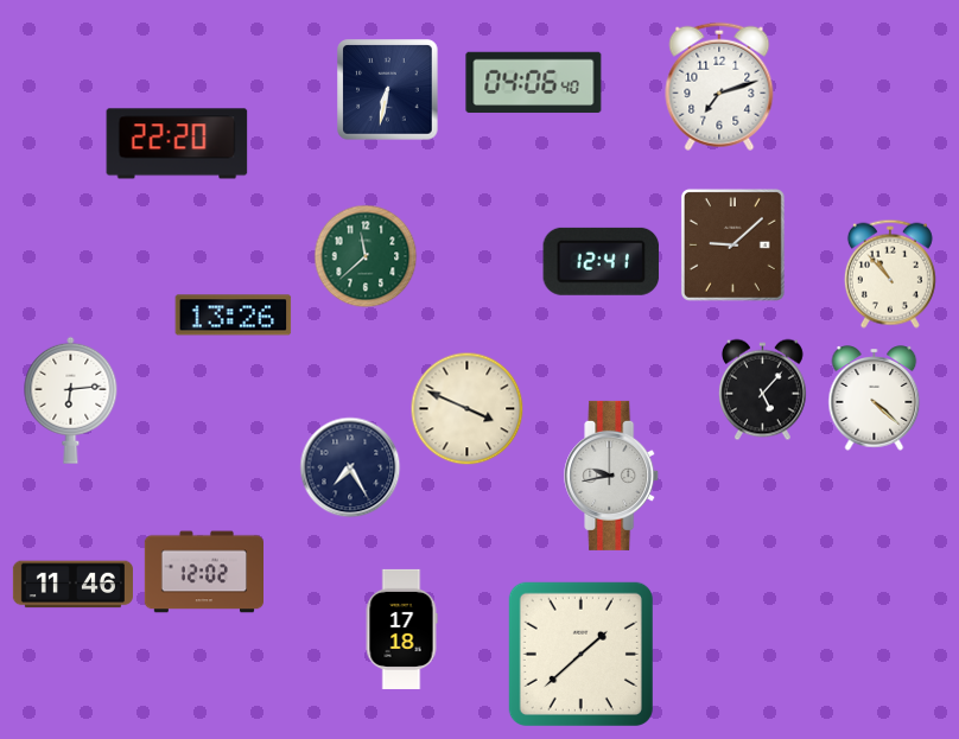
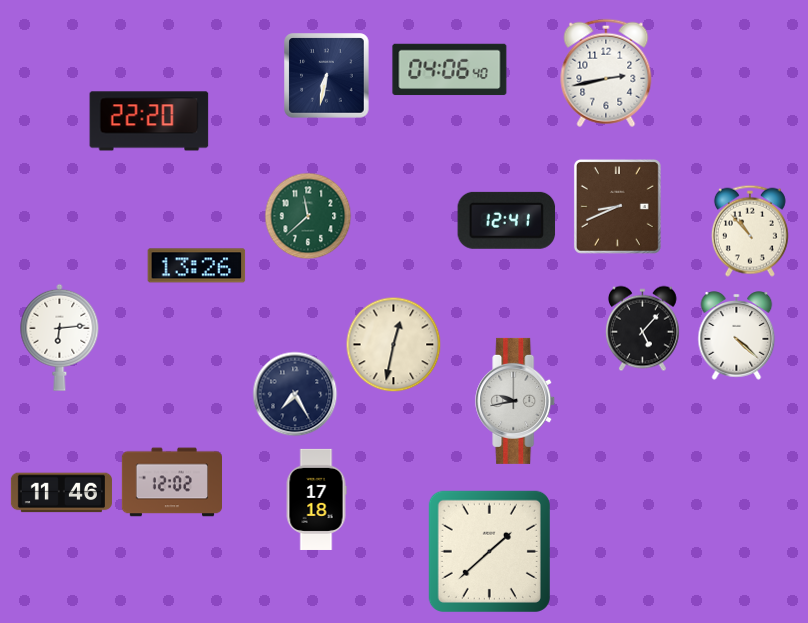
clock at (719, 87): 7:12 -> 2:43
clock at (732, 244): 9:08 -> 8:41
clock at (468, 409): 3:49 -> 12:32
clock at (401, 629) position: (401, 629) -> (316, 499)
